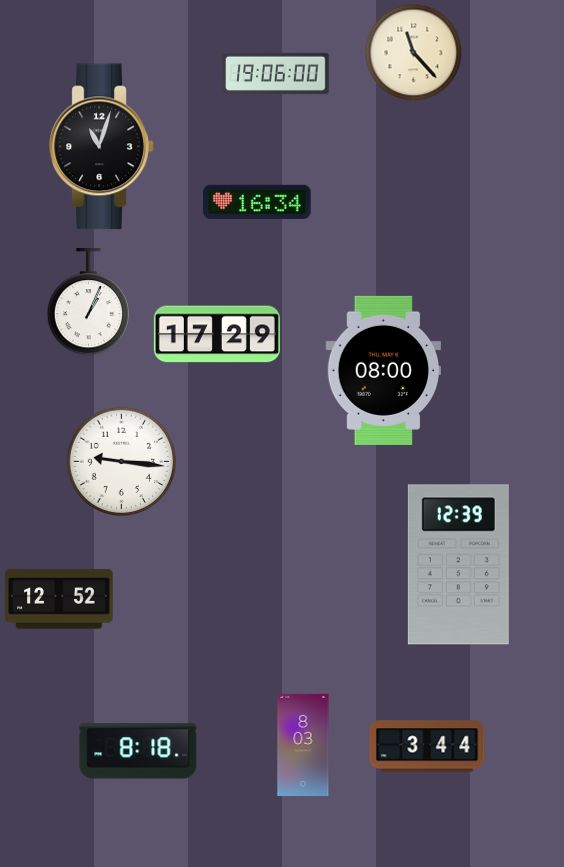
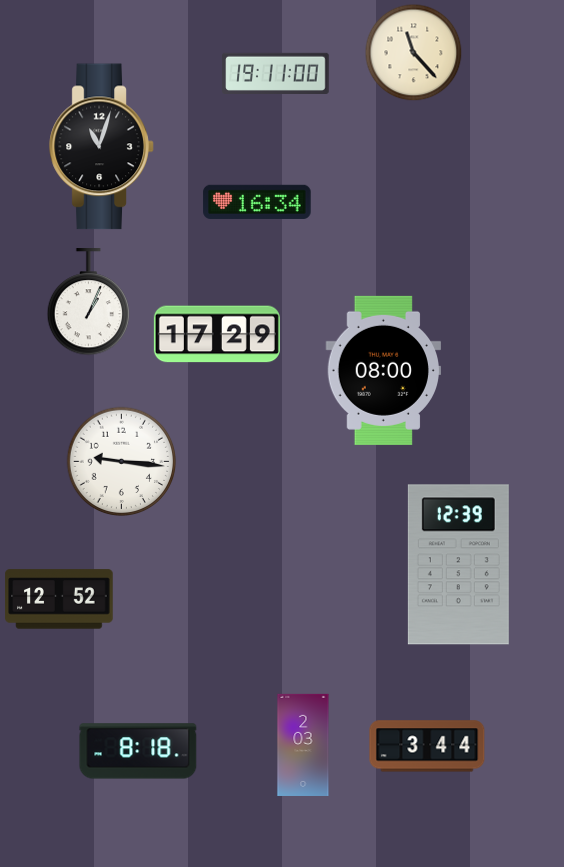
clock at (276, 73): 19:06 -> 19:11
clock at (303, 745): 8:03 -> 2:03
